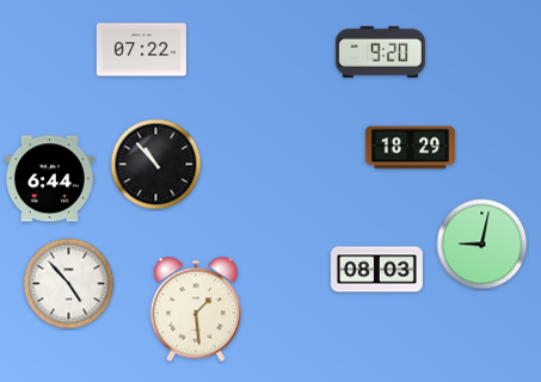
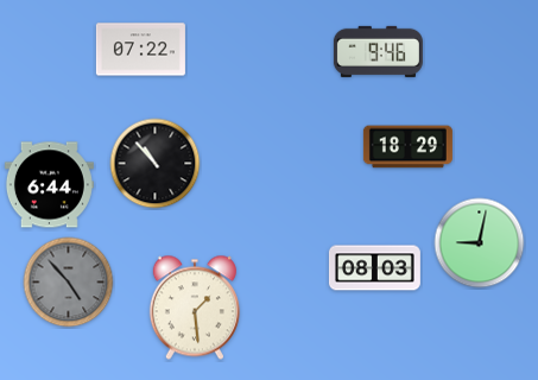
clock at (380, 51): 9:20 -> 9:46
clock at (49, 179) position: (49, 179) -> (49, 185)
clock at (69, 284) dial: white -> grey
